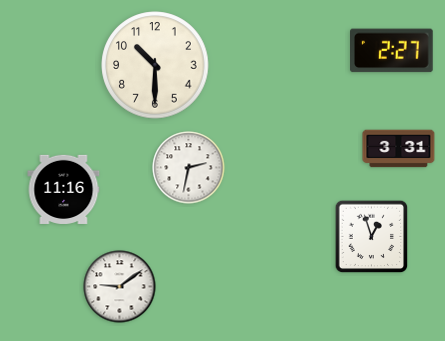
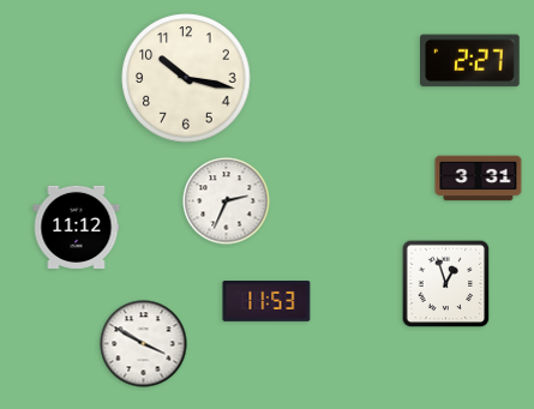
clock at (155, 65): 10:30 -> 10:17
clock at (189, 168): 2:32 -> 2:34
clock at (64, 189): 11:16 -> 11:12
clock at (266, 302): none -> 11:53
clock at (120, 287): 9:09 -> 3:50
